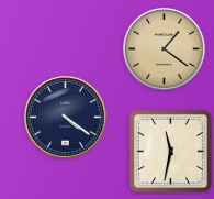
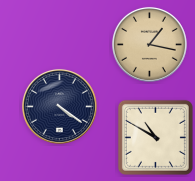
clock at (164, 48): 1:21 -> 1:17
clock at (170, 151): 11:32 -> 10:50
